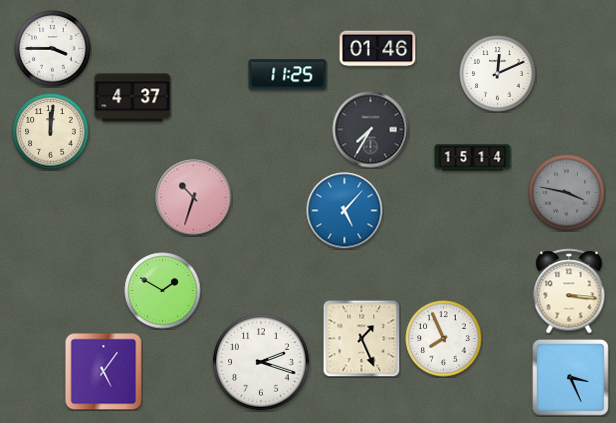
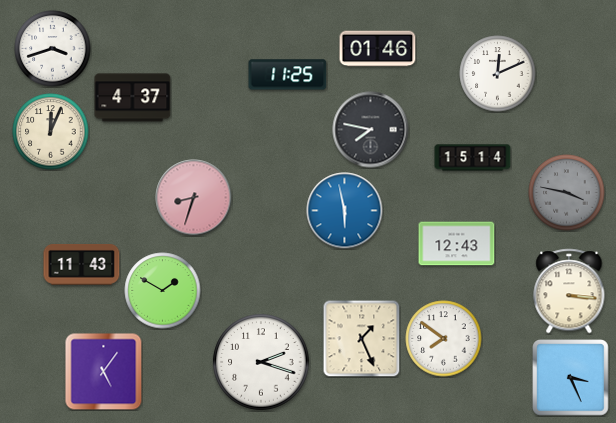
clock at (53, 49): 3:45 -> 3:42
clock at (371, 130): 7:35 -> 7:47
clock at (51, 132): 12:01 -> 12:04
clock at (194, 198): 10:33 -> 8:33
clock at (345, 211): 5:07 -> 5:58
clock at (457, 244): none -> 12:43
clock at (82, 264): none -> 11:43
clock at (444, 339): 7:56 -> 7:51
